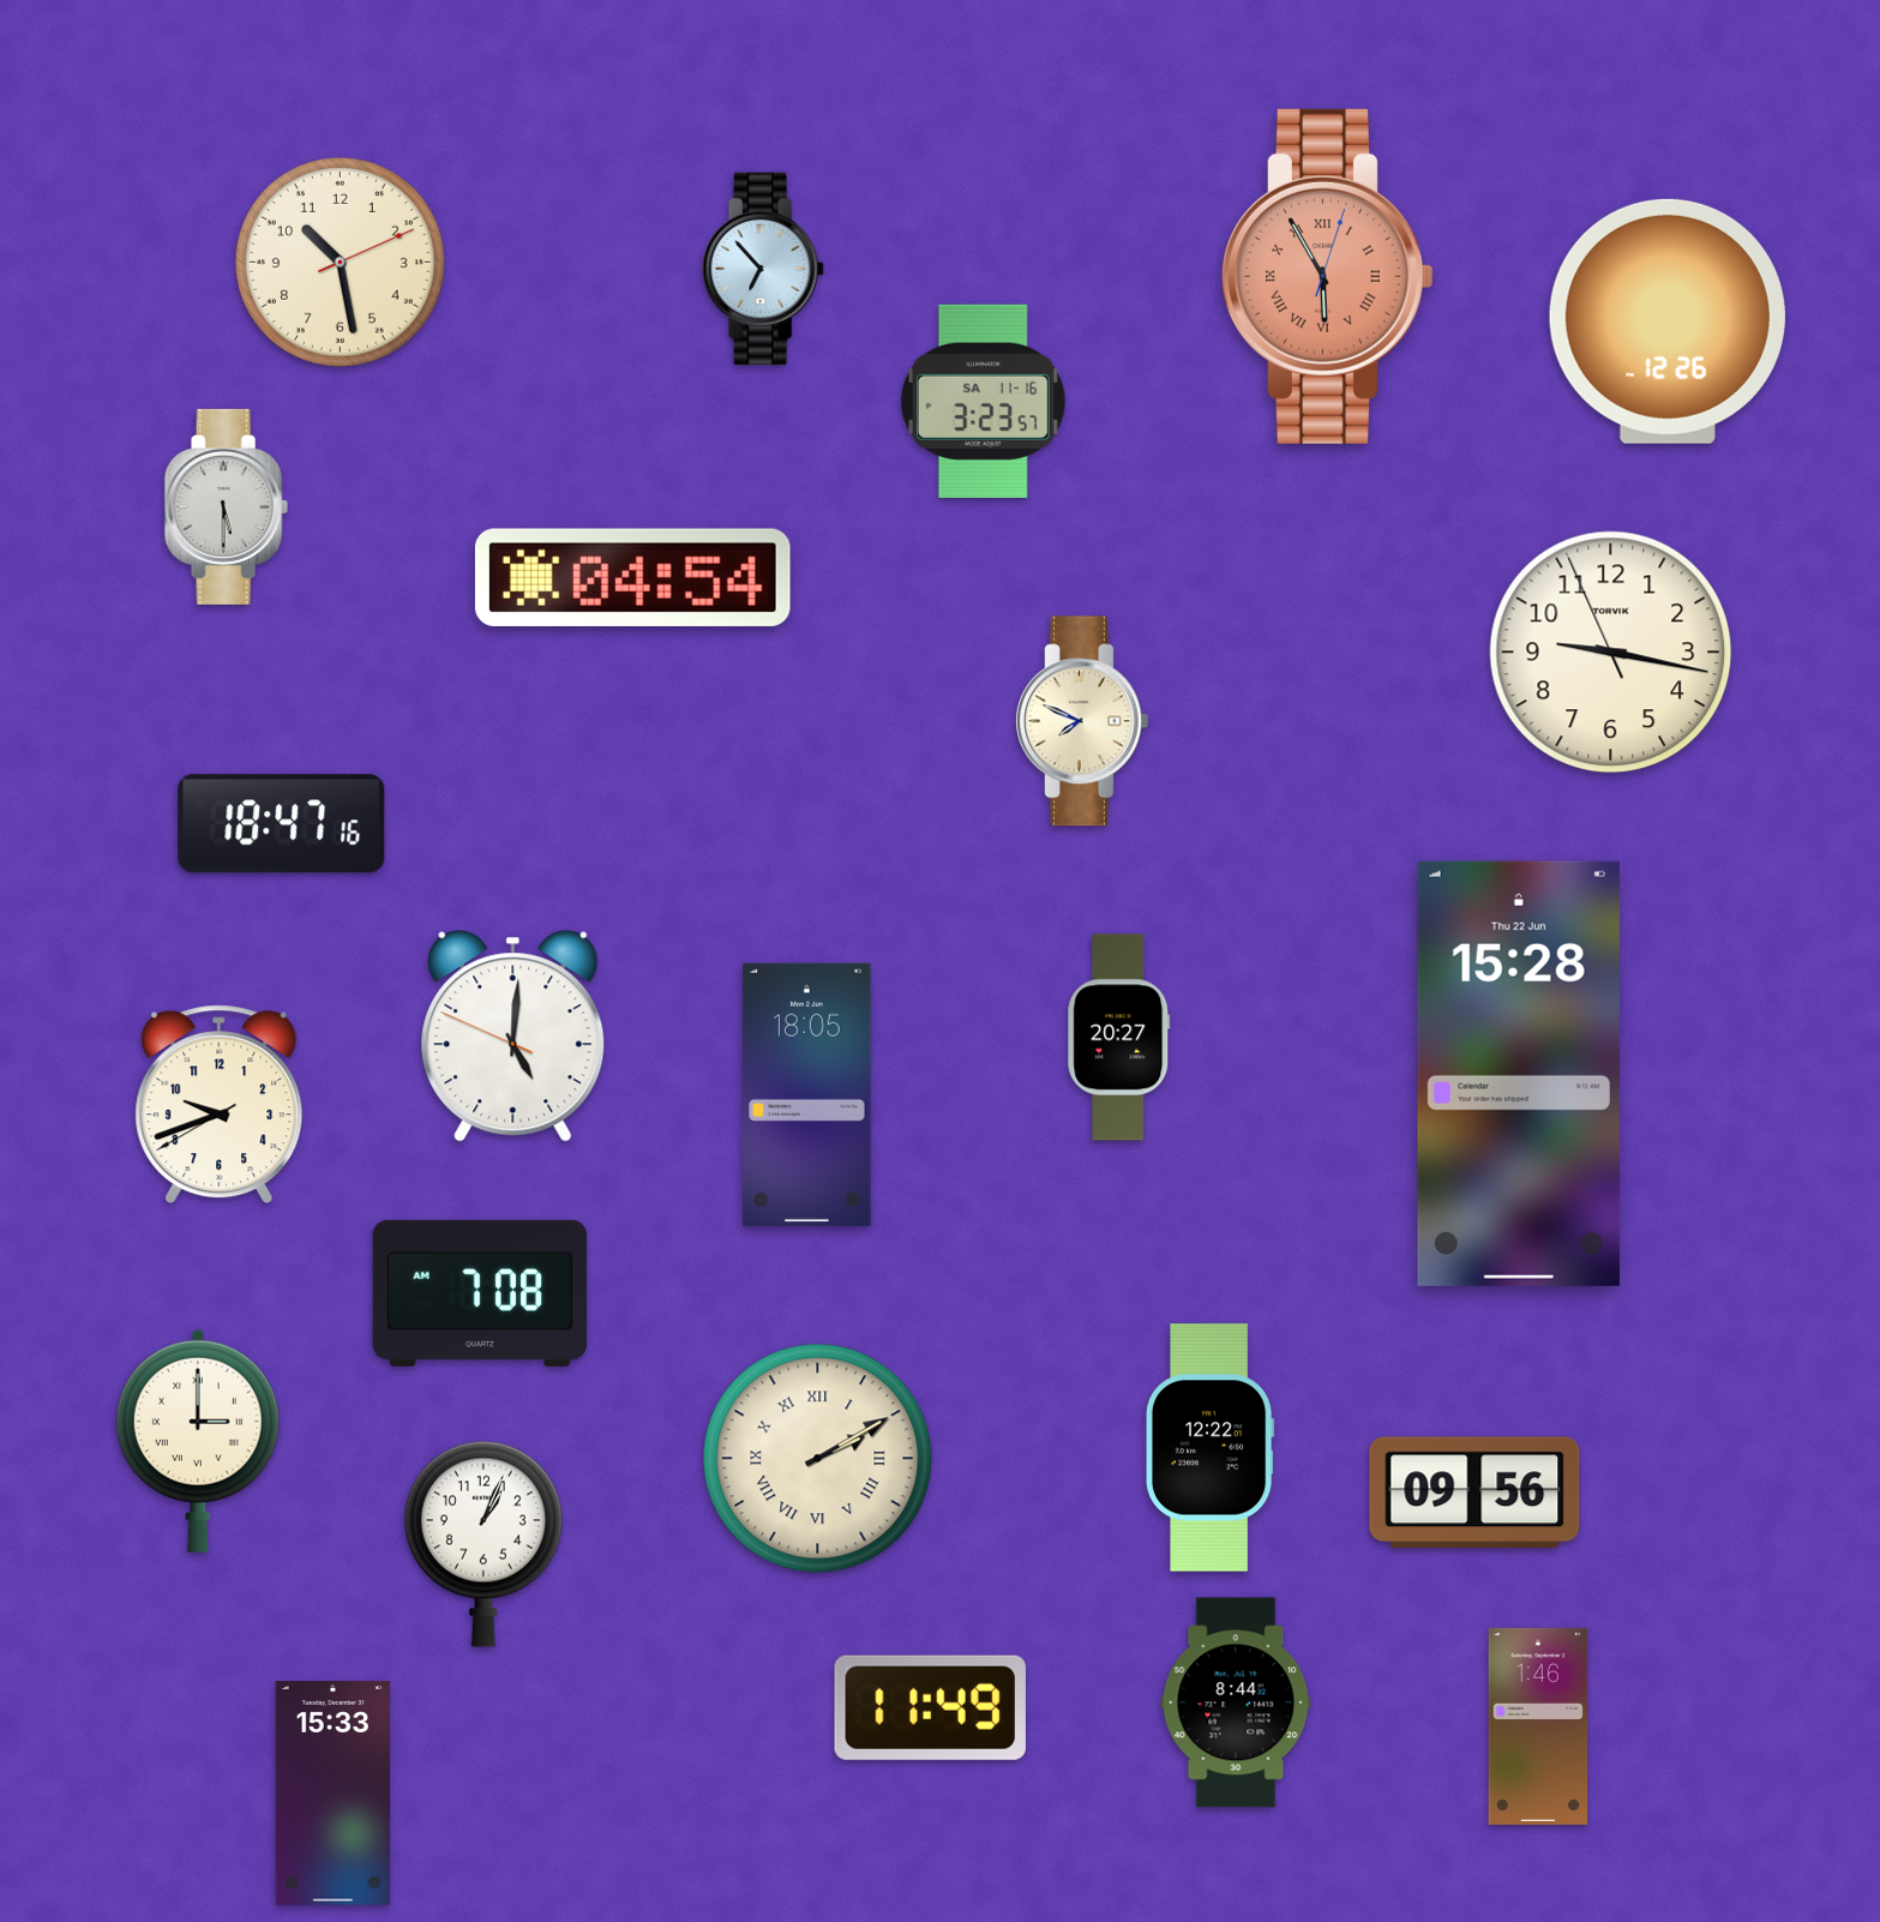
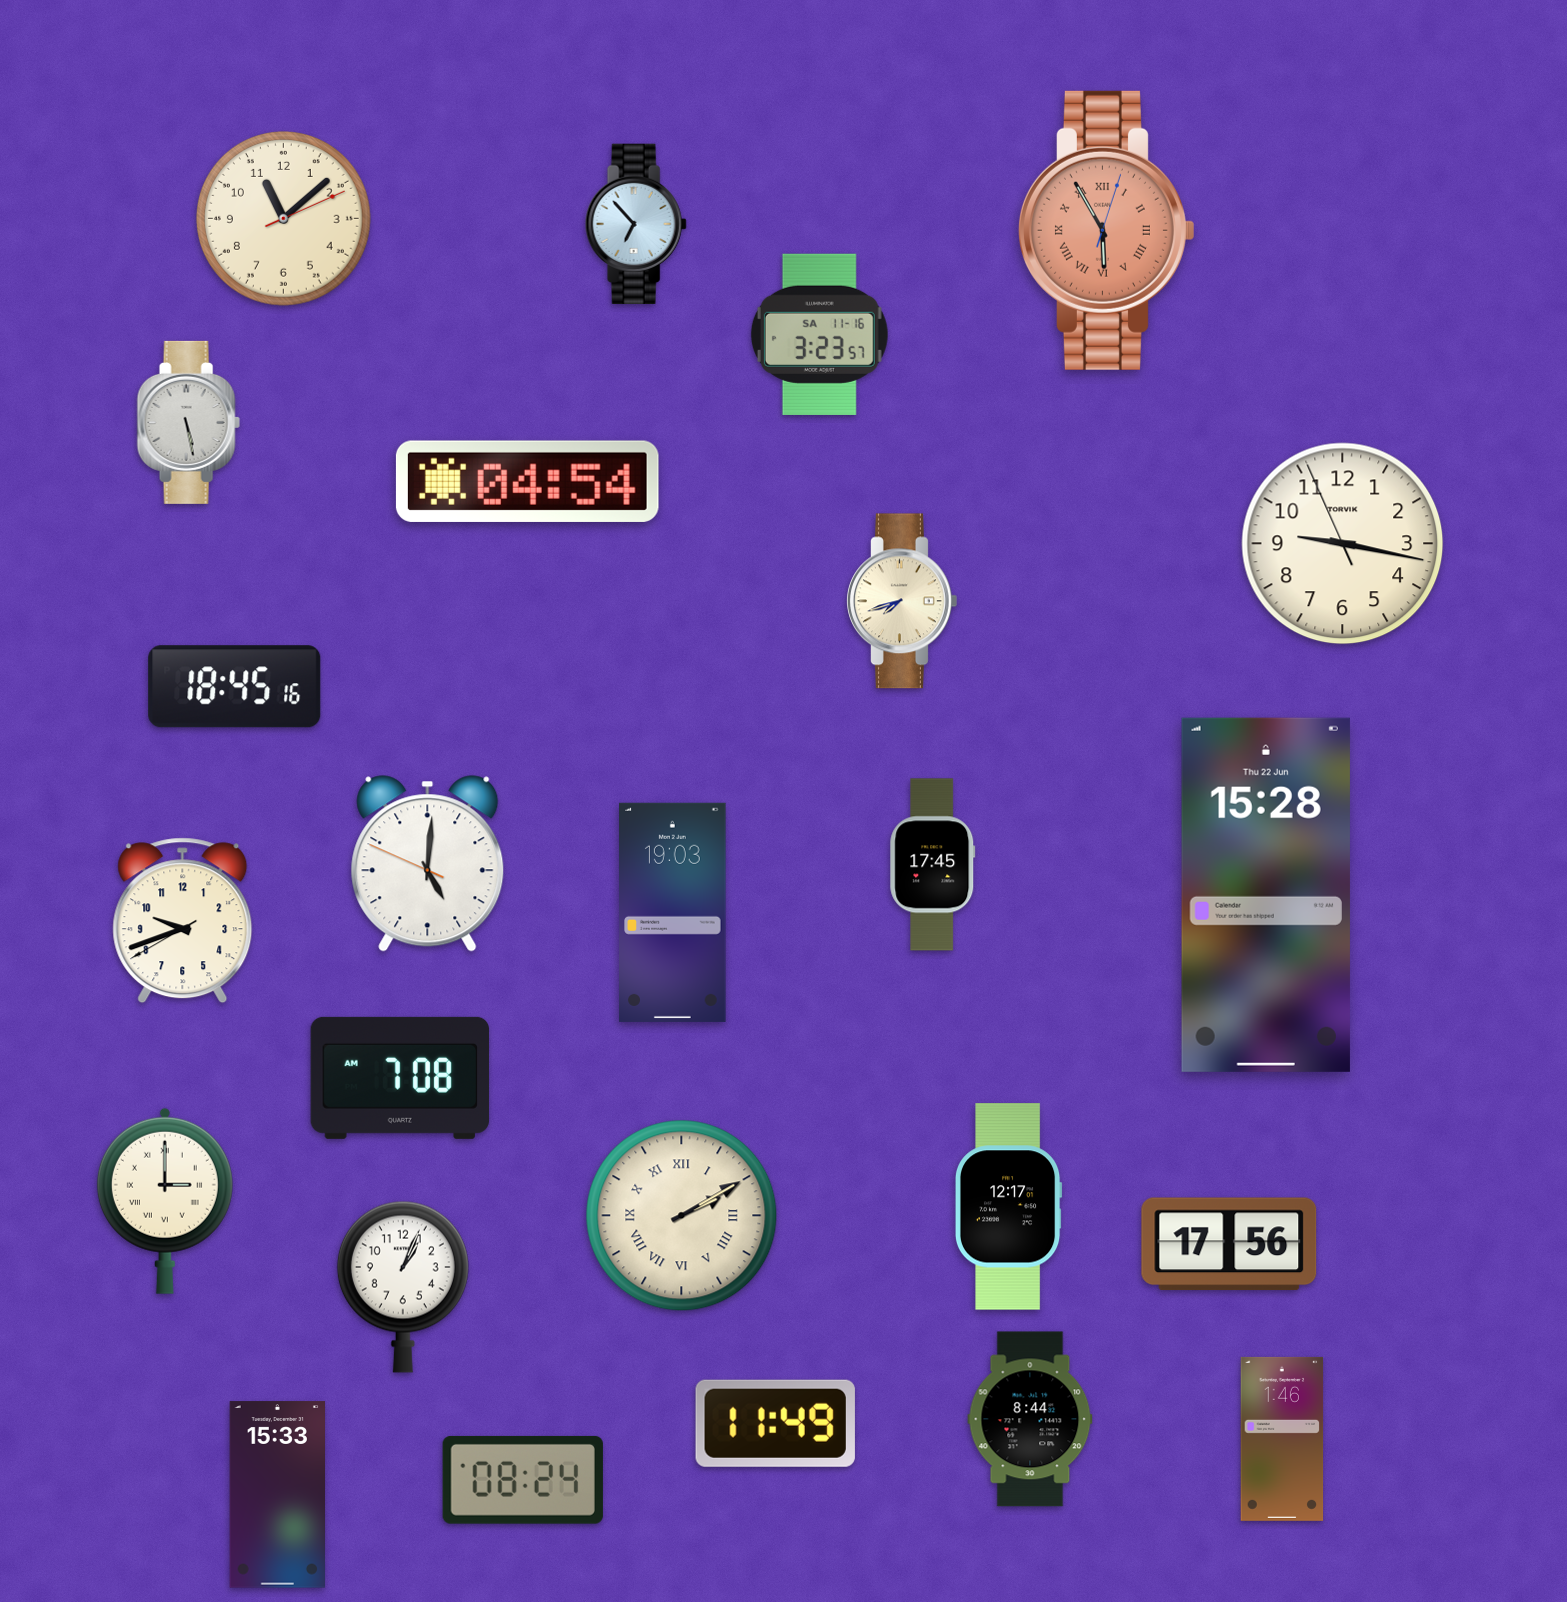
clock at (340, 262): 10:28 -> 11:08
clock at (1668, 322): 12:26 -> none
clock at (226, 506): 5:30 -> 5:28
clock at (1082, 721): 7:49 -> 7:42
clock at (282, 824): 18:47 -> 18:45
clock at (1119, 1038): 20:27 -> 17:45
clock at (807, 1094): 18:05 -> 19:03
clock at (1209, 1448): 12:22 -> 12:17
clock at (1474, 1492): 09:56 -> 17:56
clock at (523, 1480): none -> 08:24
